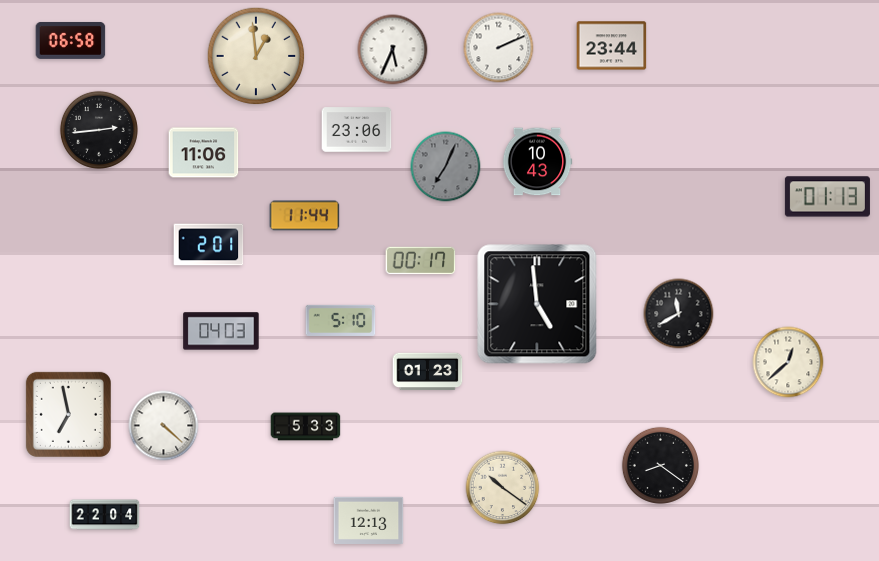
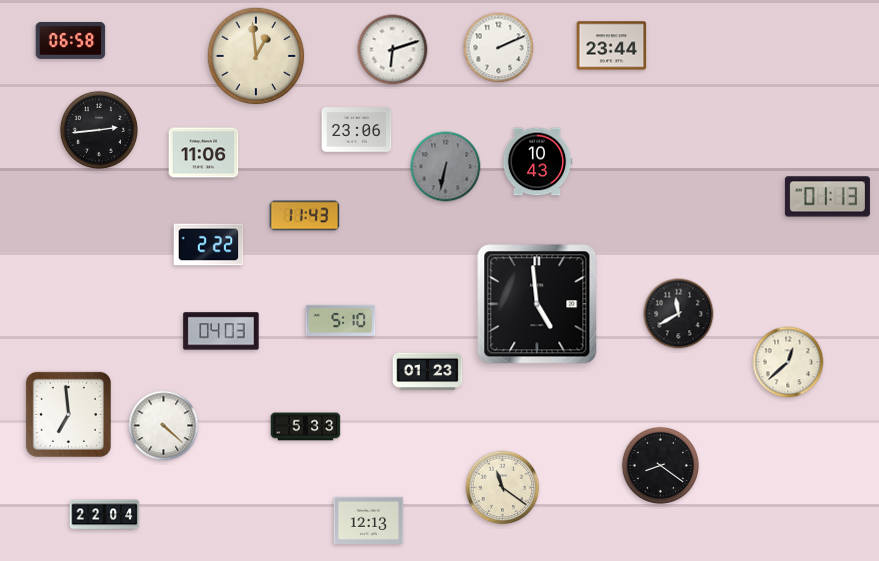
clock at (393, 50): 5:34 -> 6:12
clock at (446, 167): 7:04 -> 6:32
clock at (305, 216): 11:44 -> 11:43
clock at (209, 245): 2:01 -> 2:22
clock at (421, 261): 00:17 -> none
clock at (68, 414): 6:58 -> 6:59
clock at (503, 488): 10:21 -> 11:21
